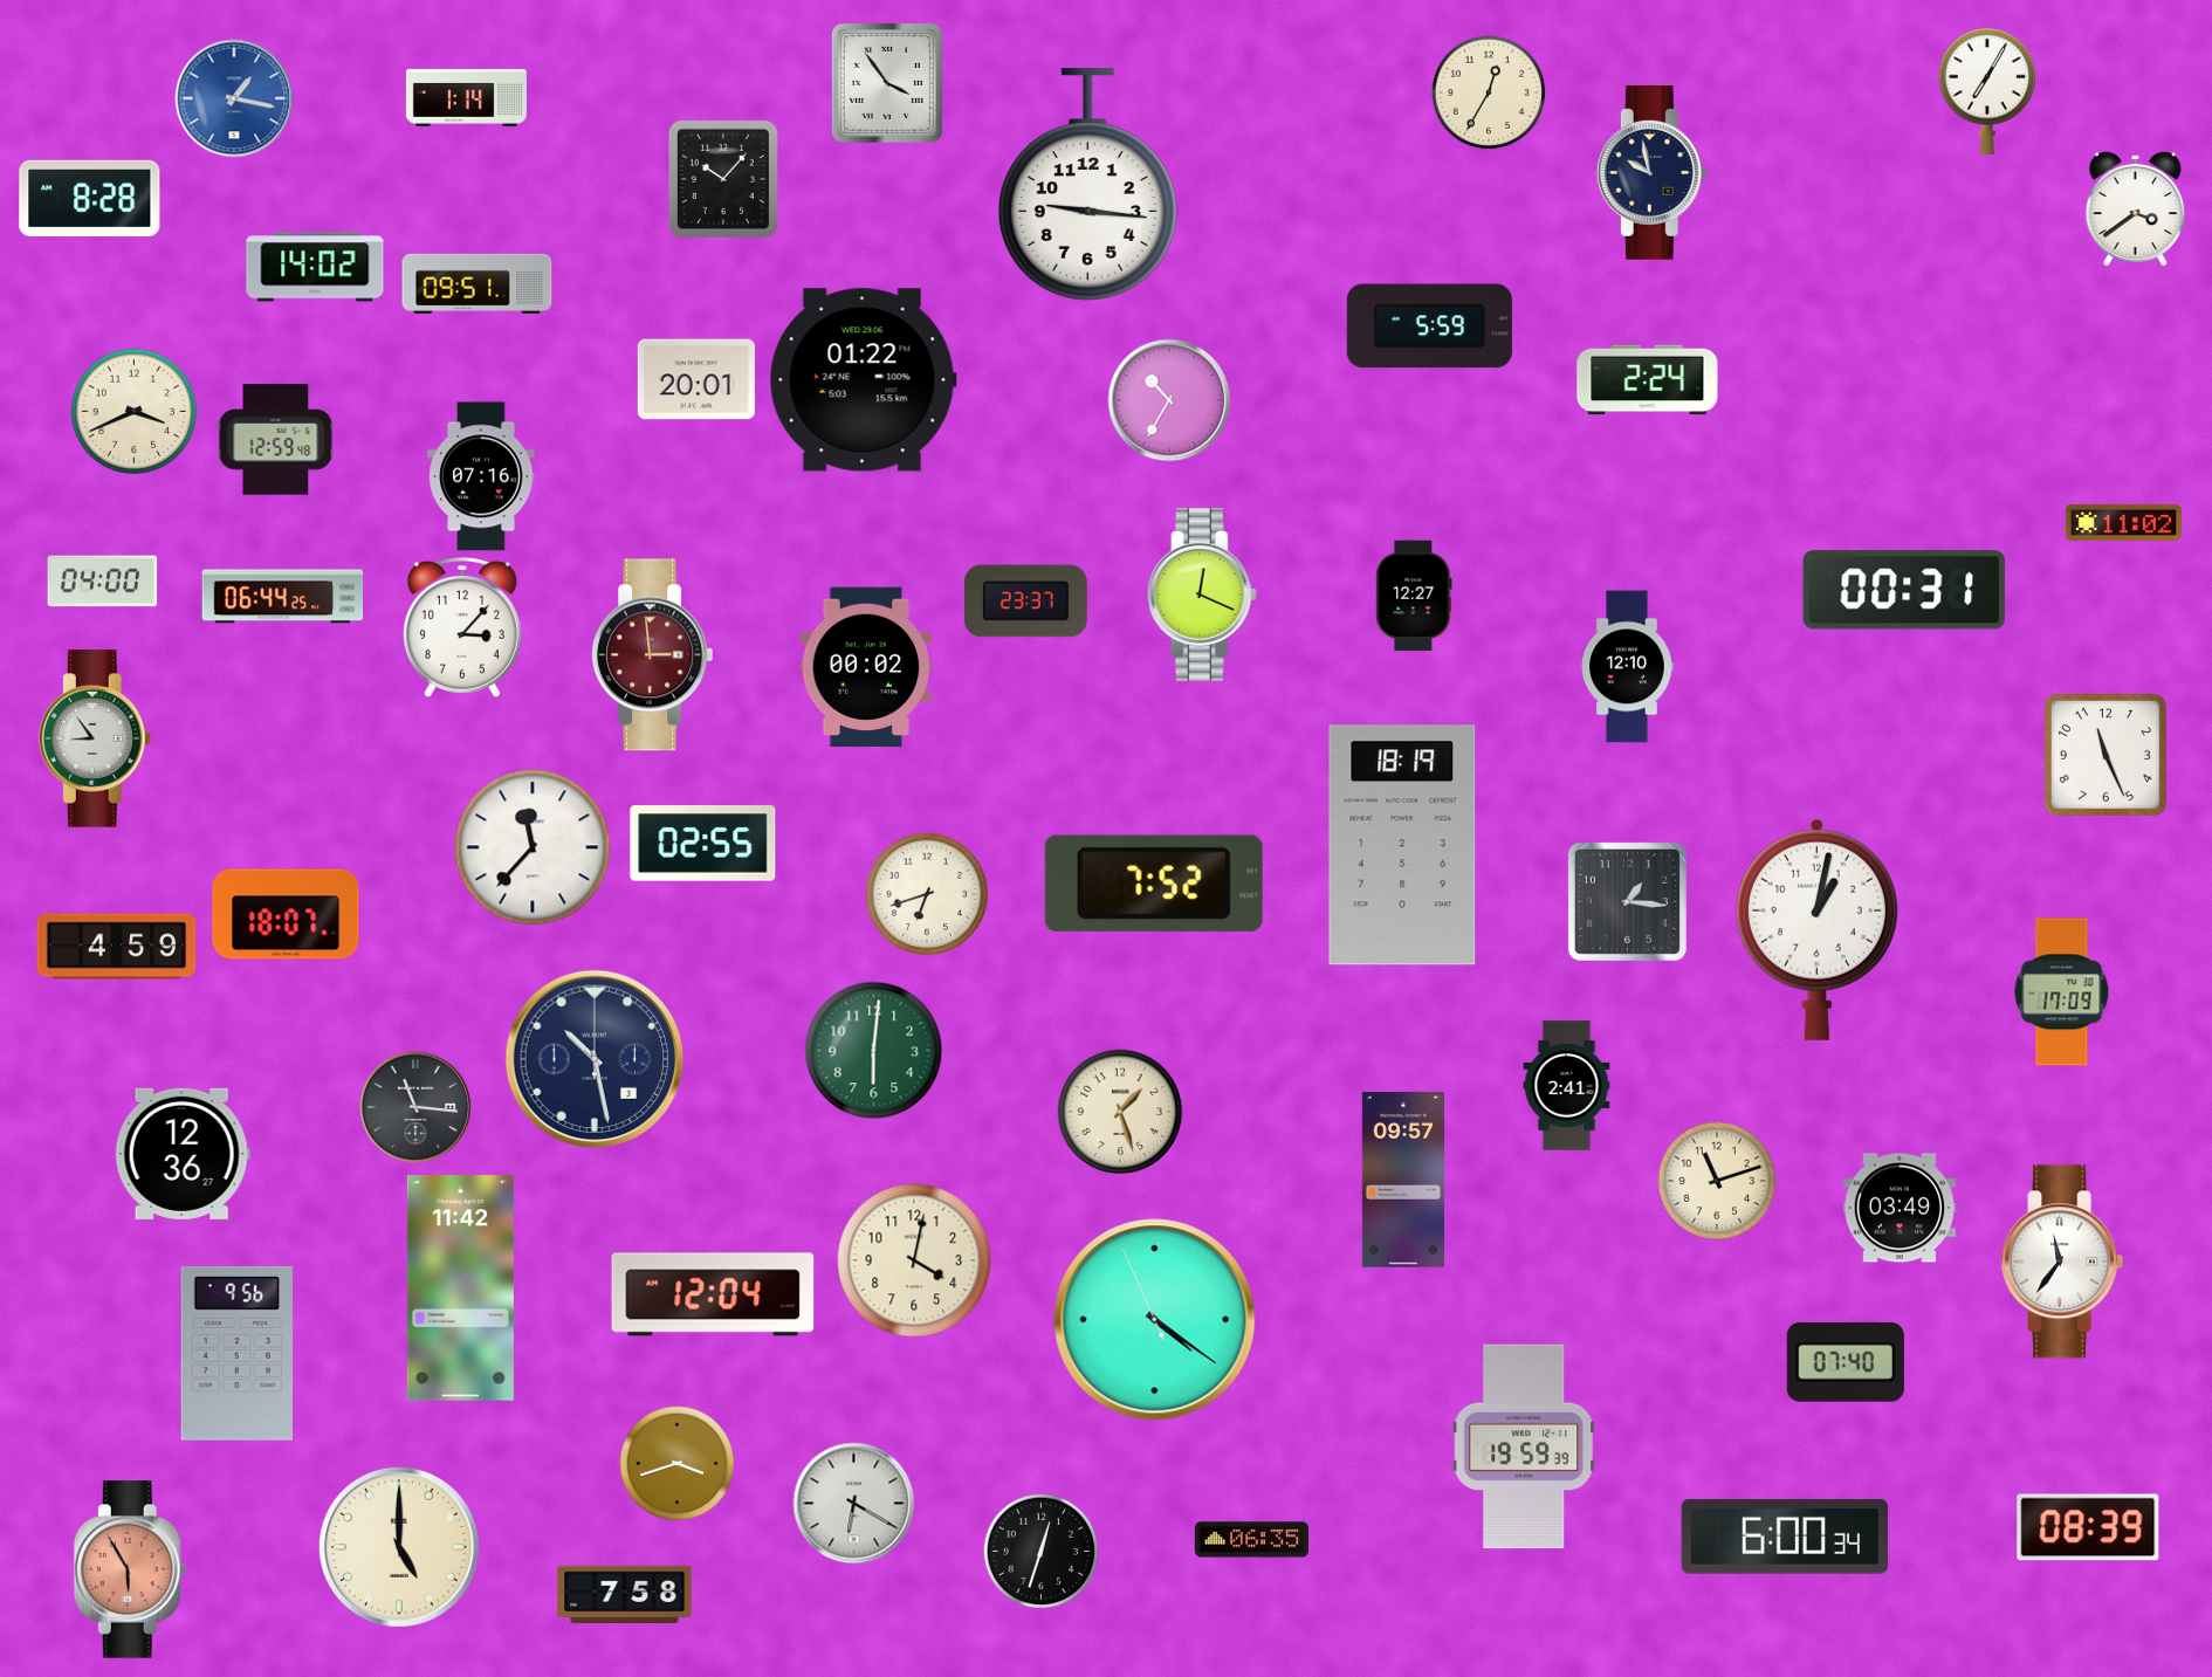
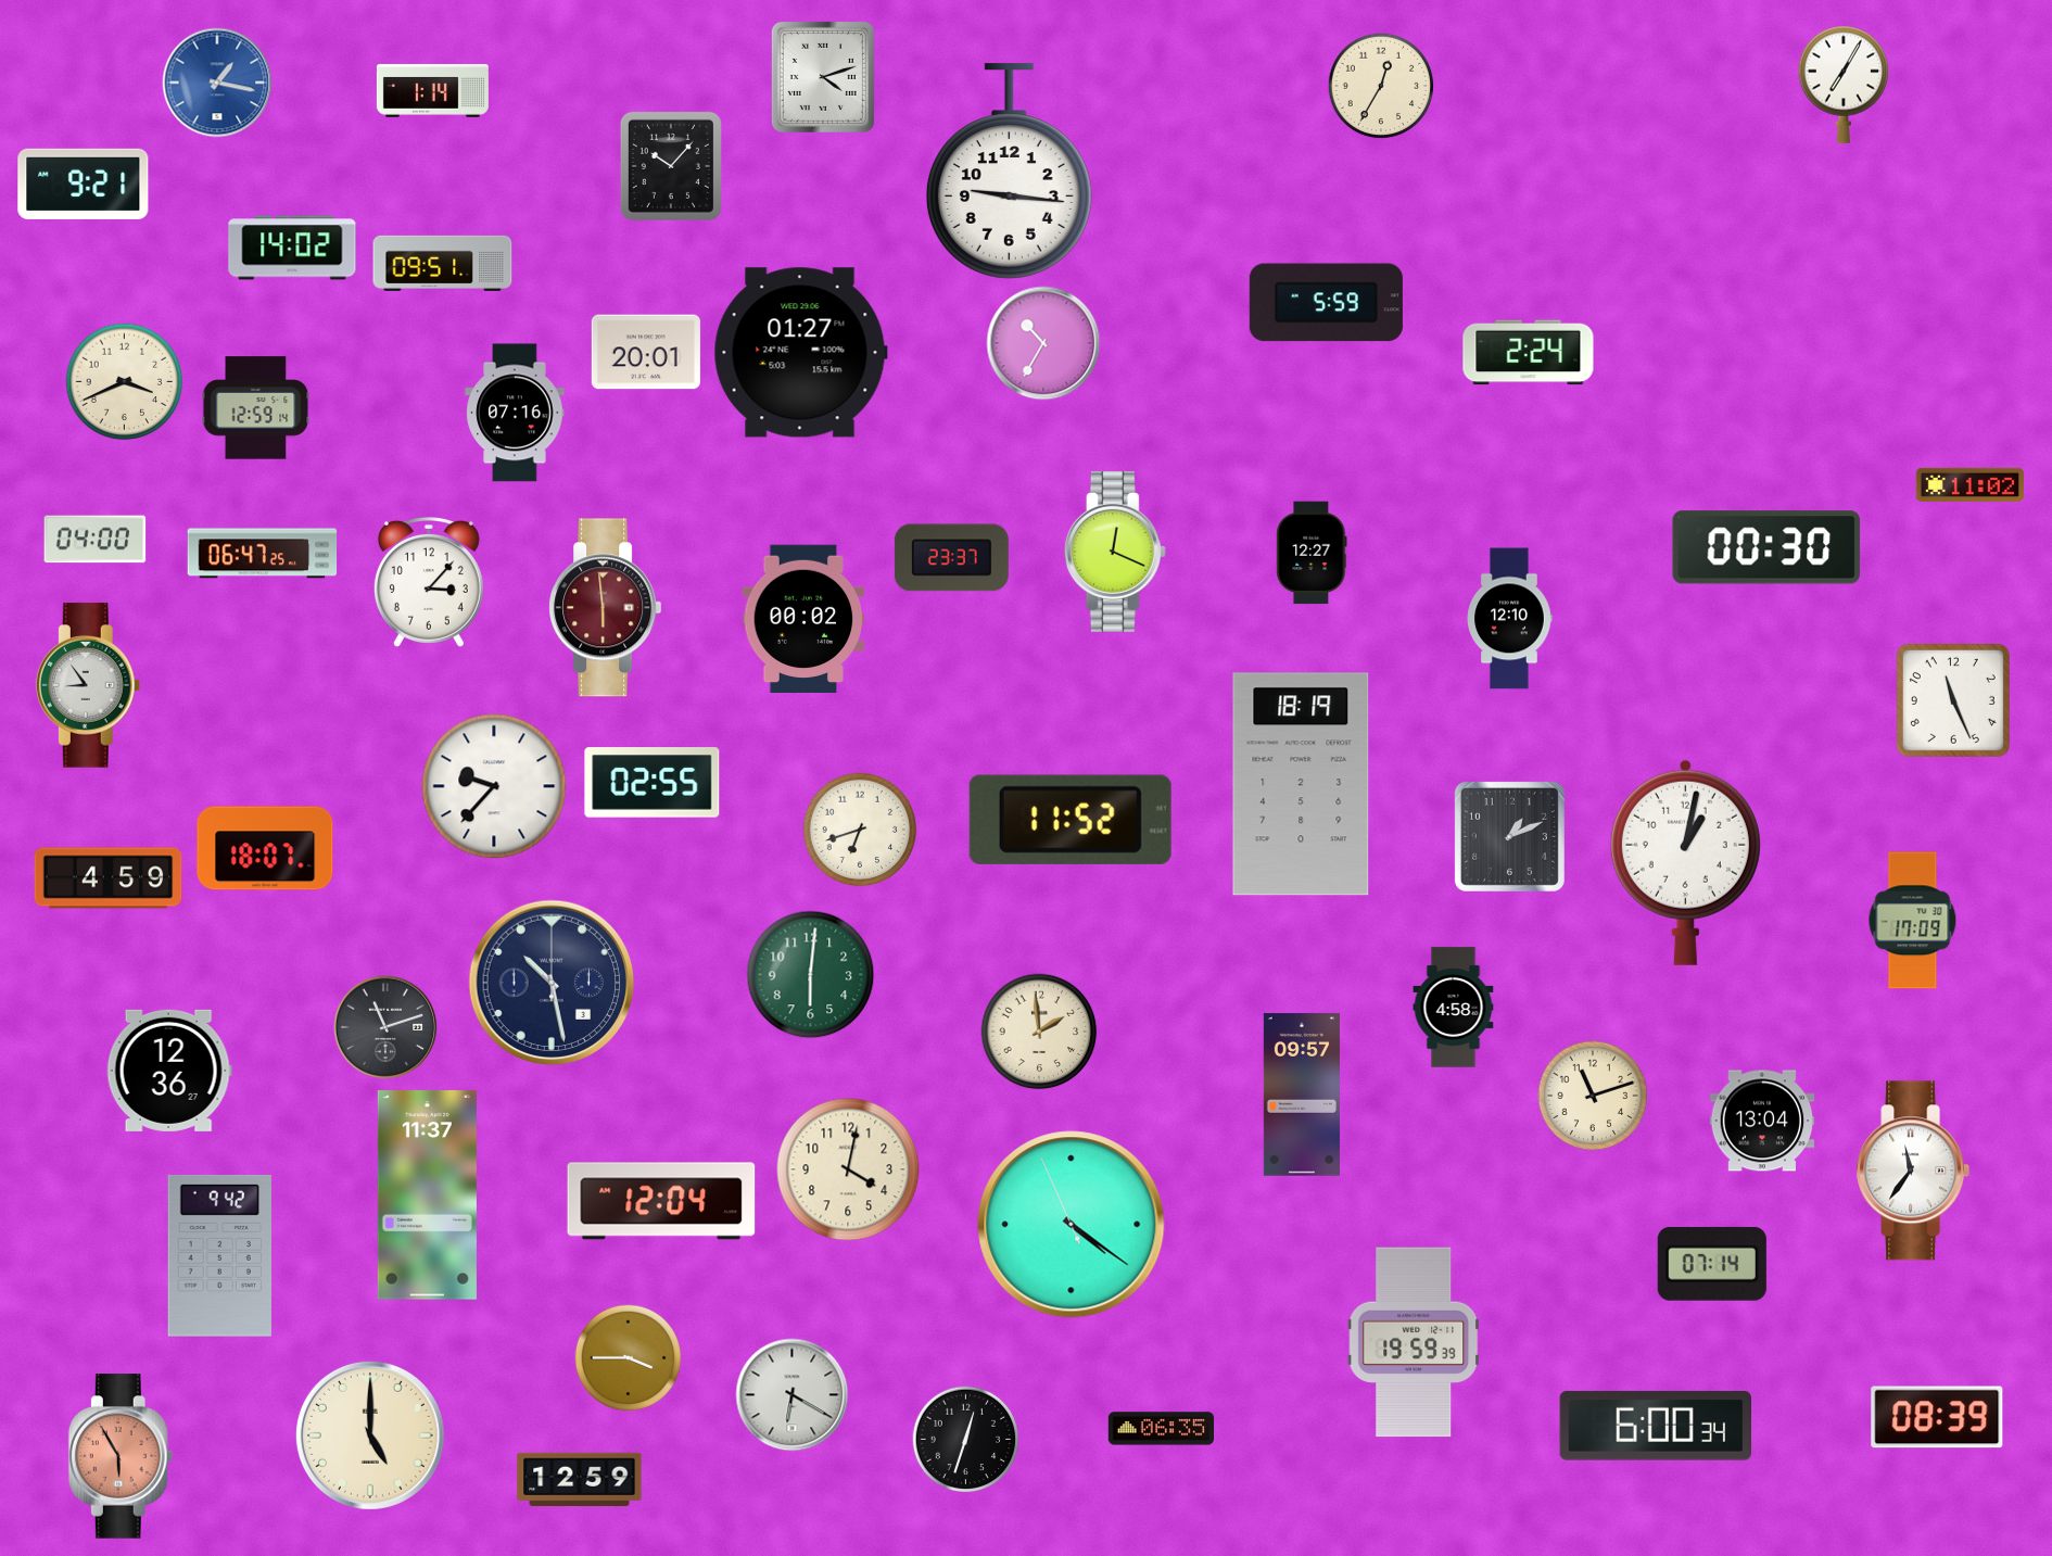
clock at (887, 83): 3:54 -> 4:12
clock at (234, 98) position: (234, 98) -> (217, 83)
clock at (1651, 173): 9:58 -> none
clock at (90, 198): 8:28 -> 9:21
clock at (2135, 208): 3:39 -> none
clock at (863, 380): 01:22 -> 01:27
clock at (1169, 400) position: (1169, 400) -> (1043, 343)
clock at (276, 440): 12:59:48 -> 12:59:14
clock at (481, 476) position: (481, 476) -> (515, 413)
clock at (1904, 590): 00:31 -> 00:30
clock at (283, 597): 06:44 -> 06:47
clock at (653, 655): 2:59 -> 5:59
clock at (533, 847): 11:37 -> 9:37
clock at (1154, 884): 7:52 -> 11:52
clock at (1627, 901): 1:16 -> 1:11
clock at (1567, 1086): 2:41 -> 4:58
clock at (415, 1107): 11:16 -> 11:12
clock at (1120, 1112): 1:27 -> 1:59
clock at (1900, 1208): 03:49 -> 13:04
clock at (460, 1288): 11:42 -> 11:37
clock at (236, 1353): 9:56 -> 9:42
clock at (1846, 1362): 07:40 -> 07:14
clock at (678, 1464): 3:42 -> 3:45
clock at (625, 1595): 7:58 -> 12:59
